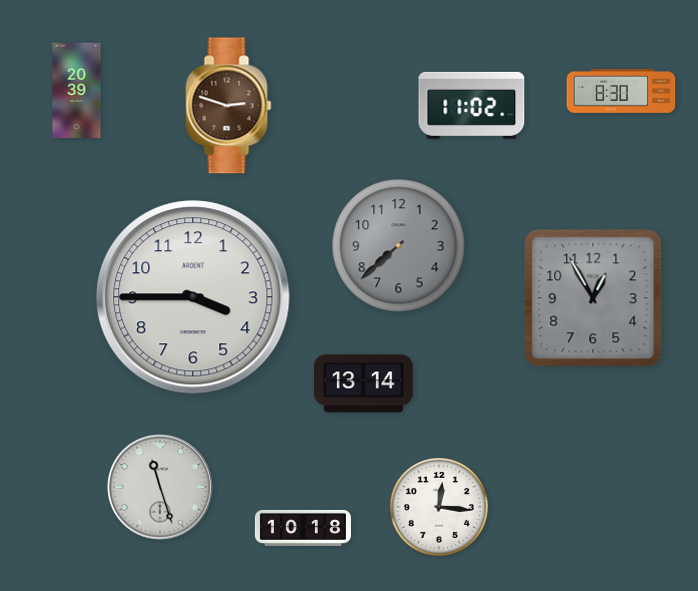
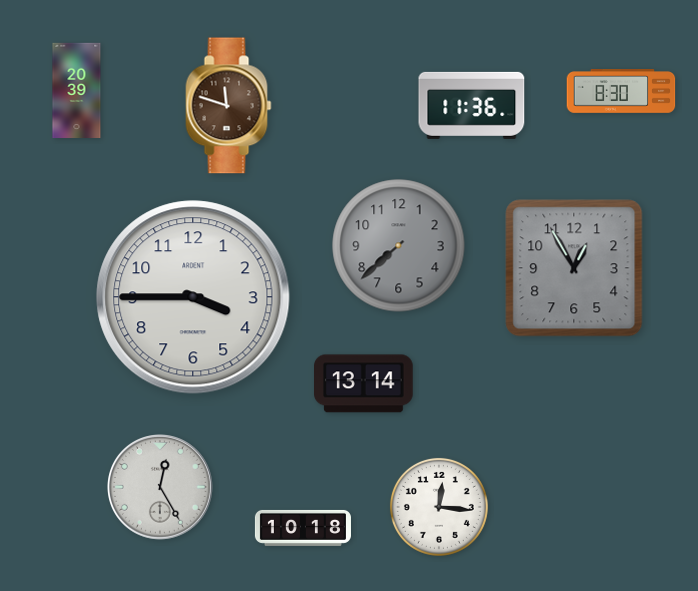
clock at (472, 105): 11:02 -> 11:36
clock at (229, 106): 2:48 -> 11:48
clock at (593, 298) position: (593, 298) -> (574, 268)
clock at (161, 488): 11:27 -> 12:25
